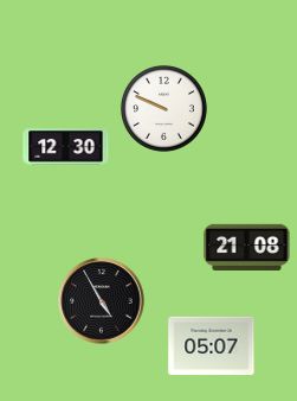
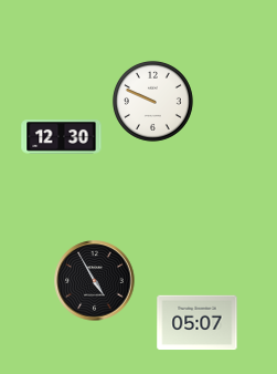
clock at (247, 247): 21:08 -> none
